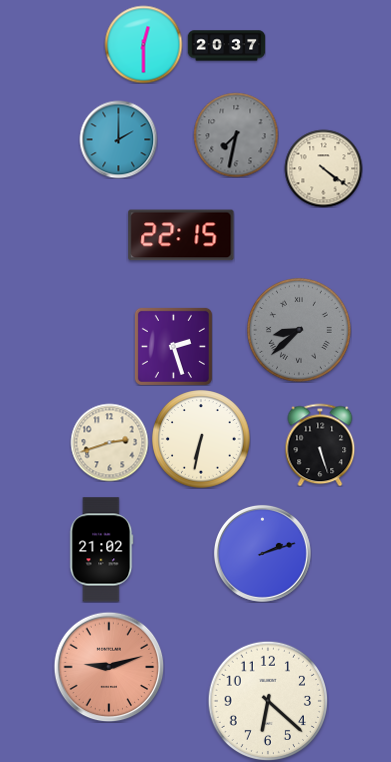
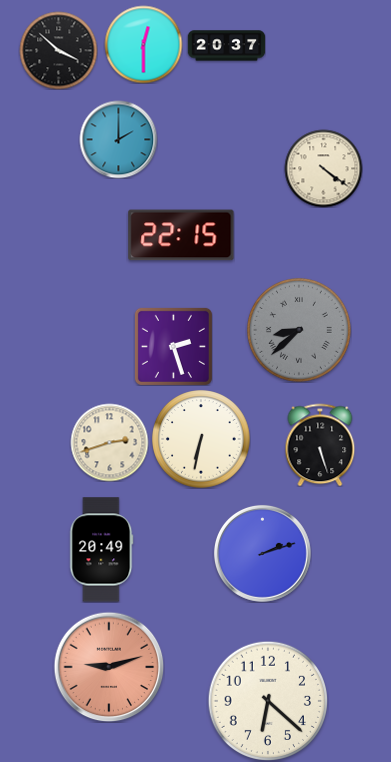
clock at (58, 50): none -> 3:52
clock at (236, 135): 7:32 -> none
clock at (102, 550): 21:02 -> 20:49
